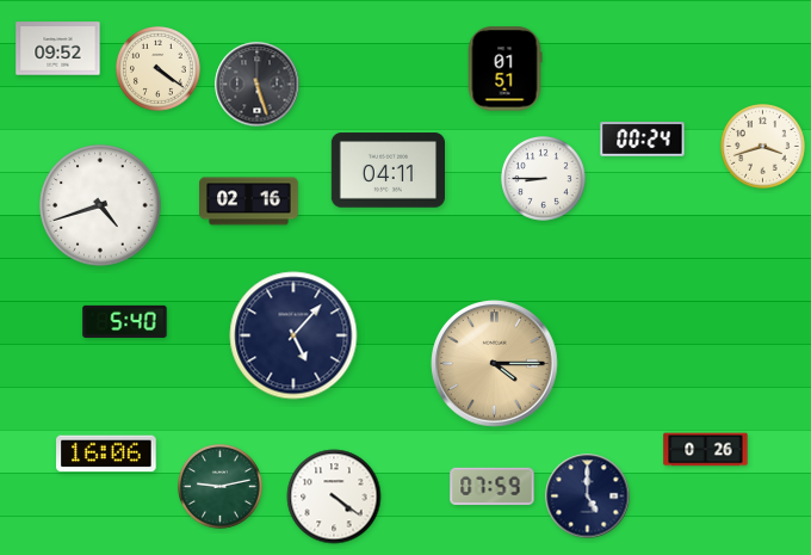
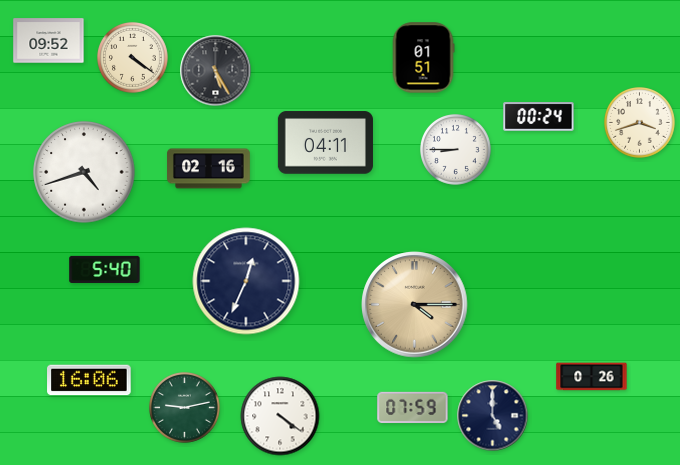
clock at (258, 85): 5:27 -> 5:25
clock at (293, 335): 5:07 -> 12:34
